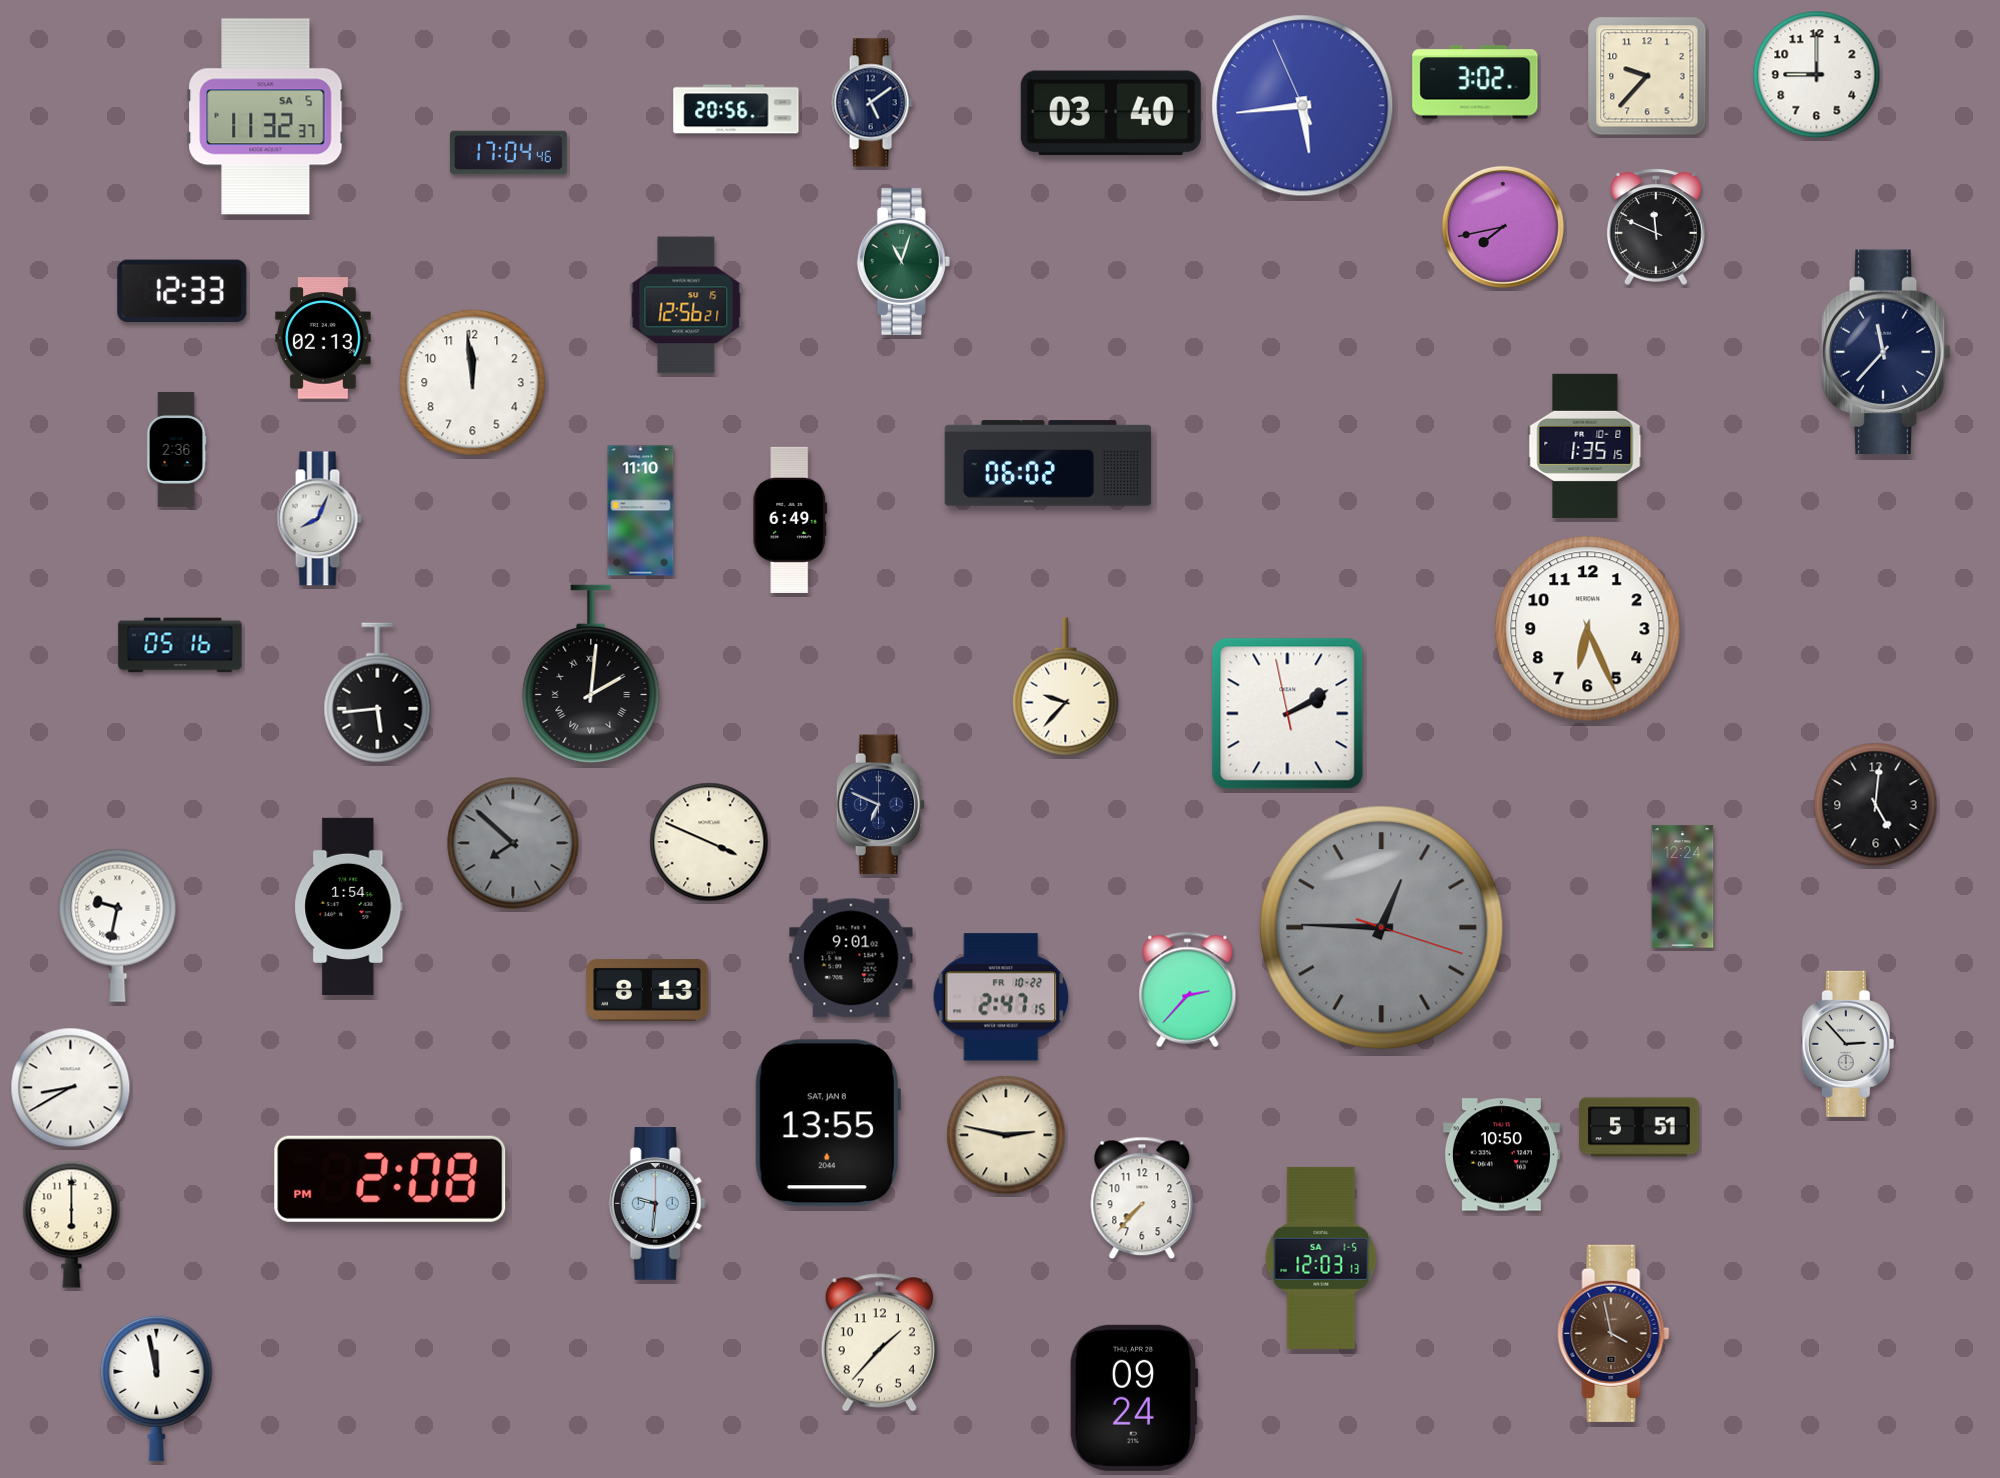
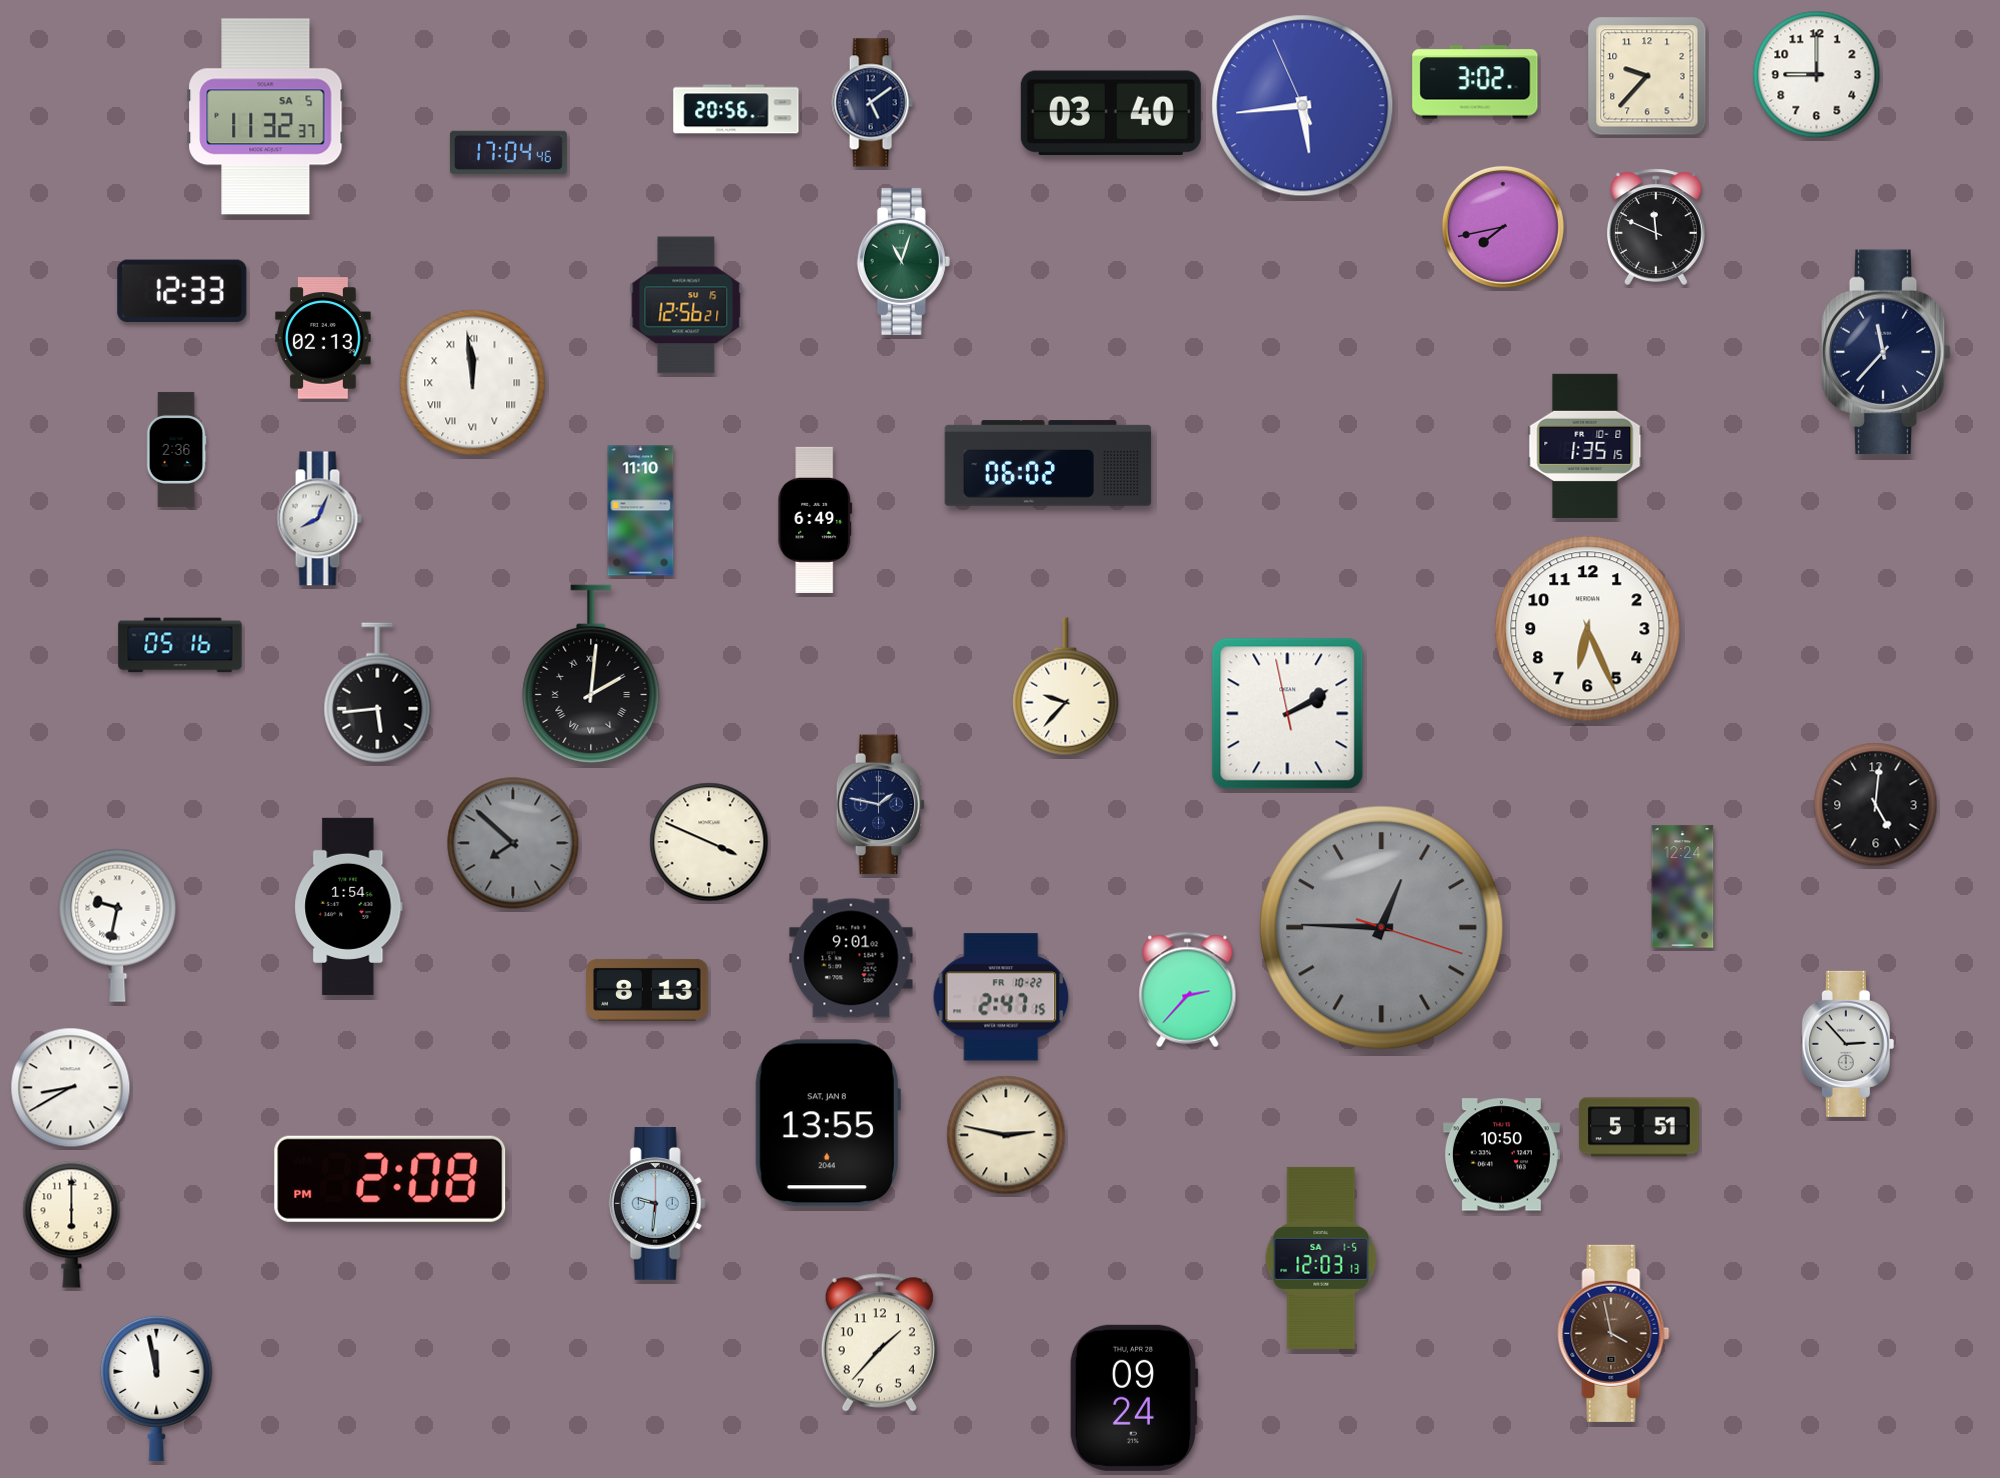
clock at (473, 383) numerals: Arabic -> Roman
clock at (790, 520) position: (790, 520) -> (815, 520)
clock at (881, 805): 6:49 -> 1:47
clock at (1142, 1198): 7:37 -> none
